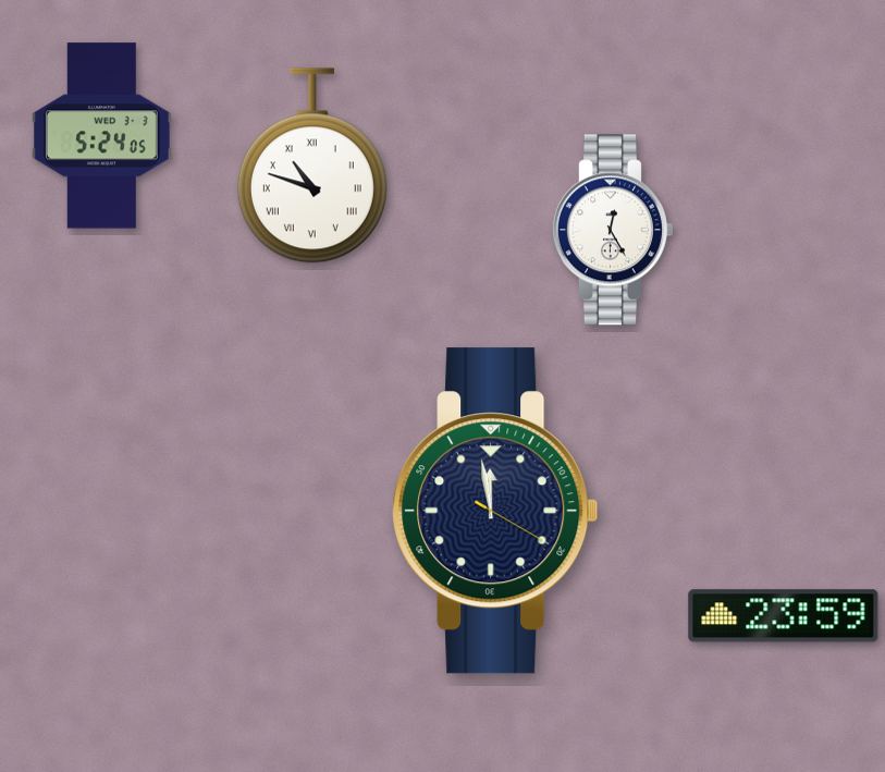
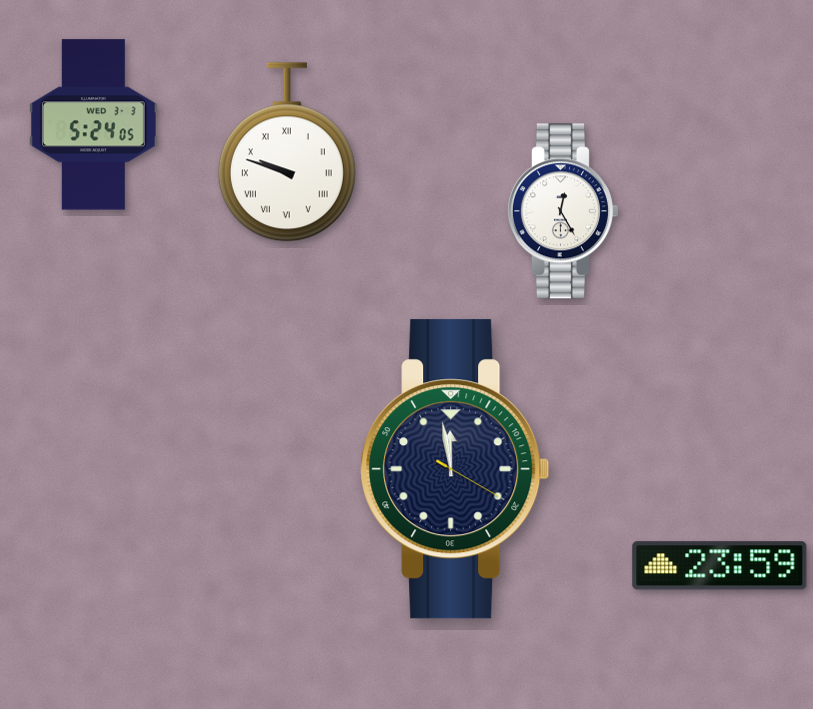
clock at (312, 166): 10:48 -> 9:48
